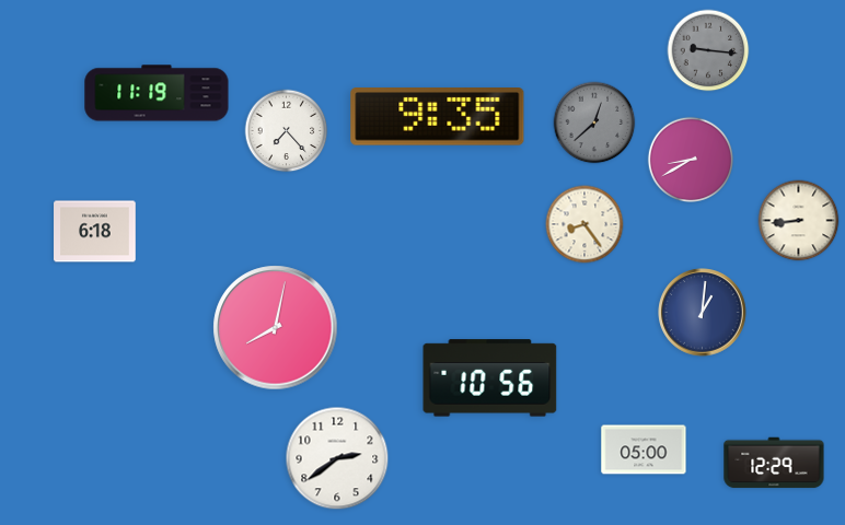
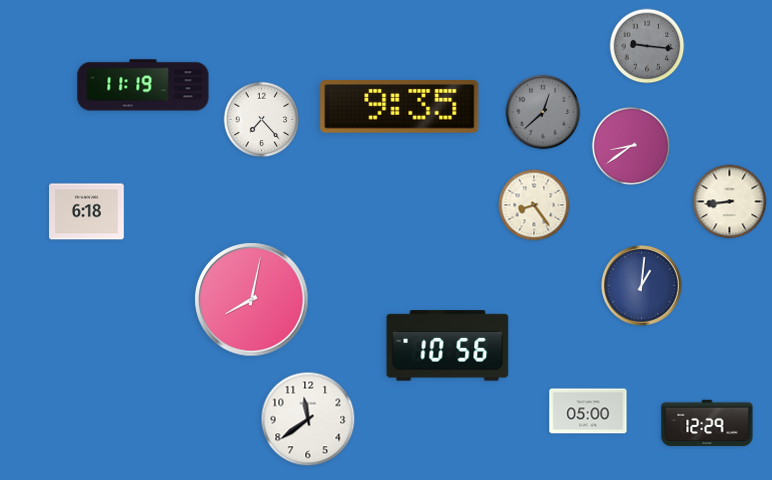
clock at (690, 159): 8:40 -> 8:39
clock at (337, 458): 2:39 -> 11:39
